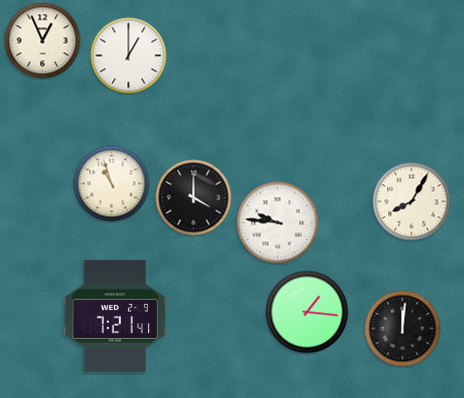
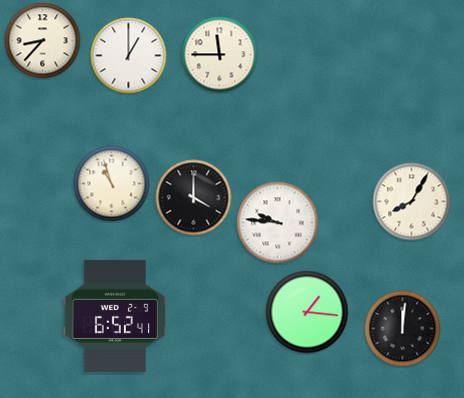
clock at (43, 41): 12:56 -> 8:37
clock at (220, 55): none -> 11:45
clock at (115, 316): 7:21 -> 6:52
